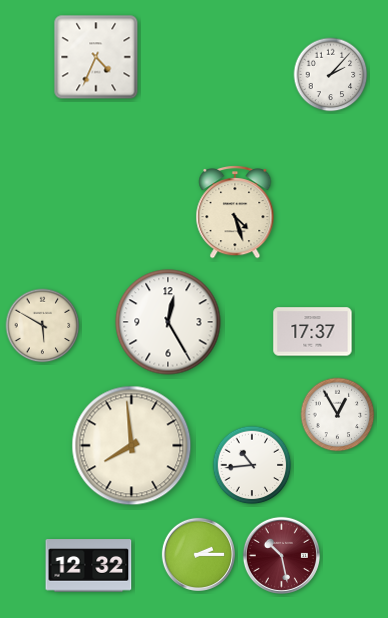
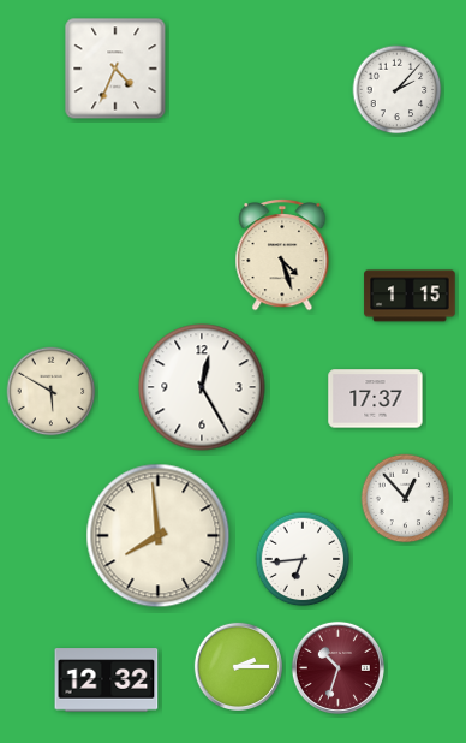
clock at (410, 296): none -> 1:15
clock at (338, 415): 12:55 -> 12:53
clock at (252, 465): 10:44 -> 6:44
clock at (281, 555): 10:28 -> 10:33
